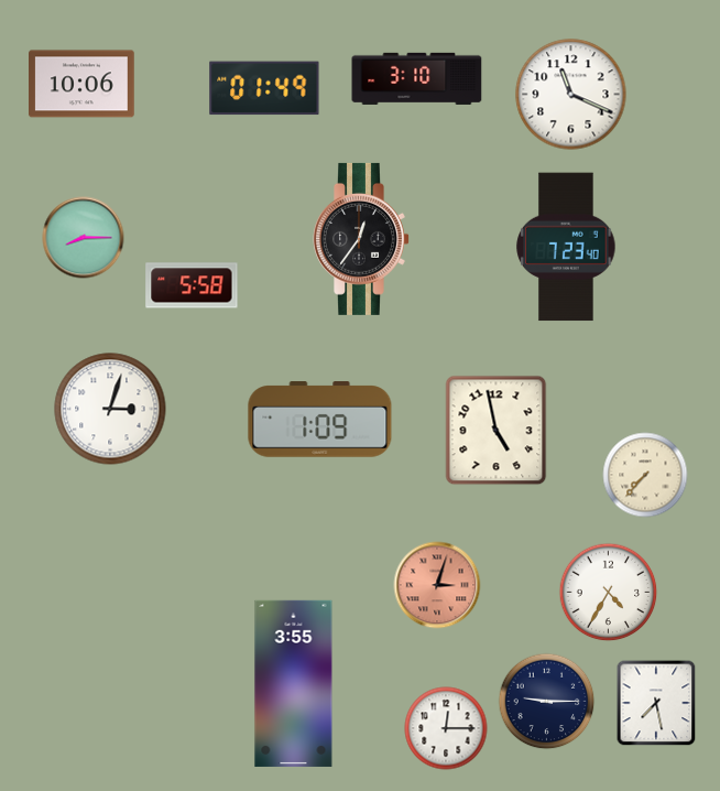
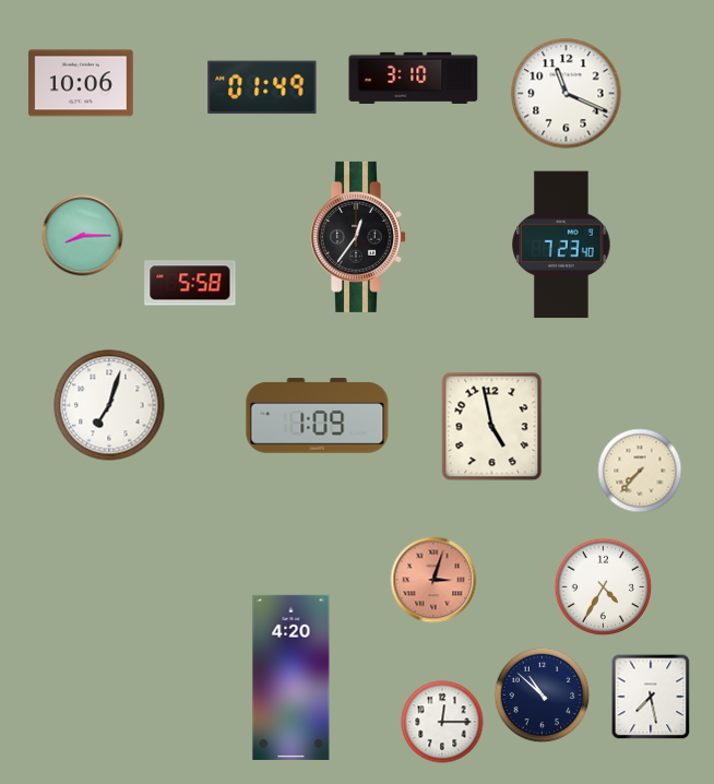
clock at (110, 409): 3:03 -> 7:03
clock at (294, 683): 3:55 -> 4:20
clock at (547, 702): 9:15 -> 10:52
